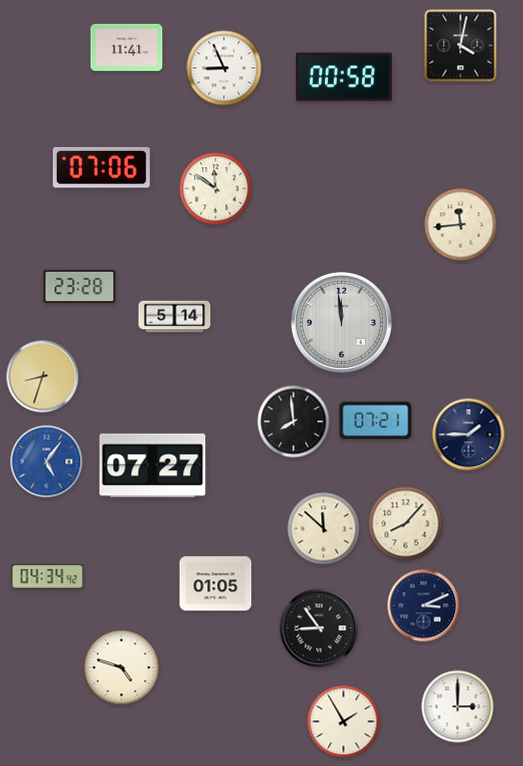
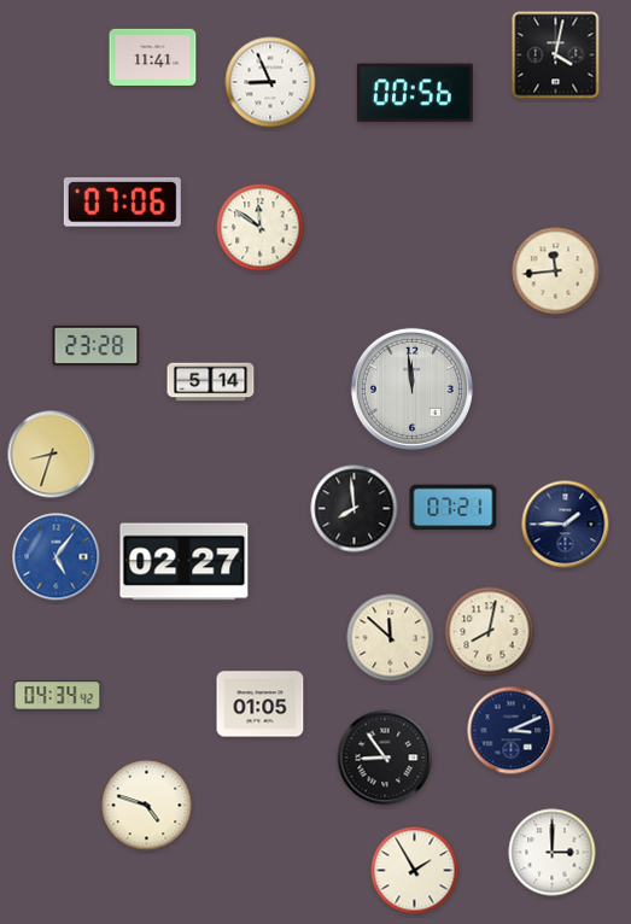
clock at (344, 77): 00:58 -> 00:56
clock at (153, 466): 07:27 -> 02:27
clock at (406, 524): 8:07 -> 8:02
